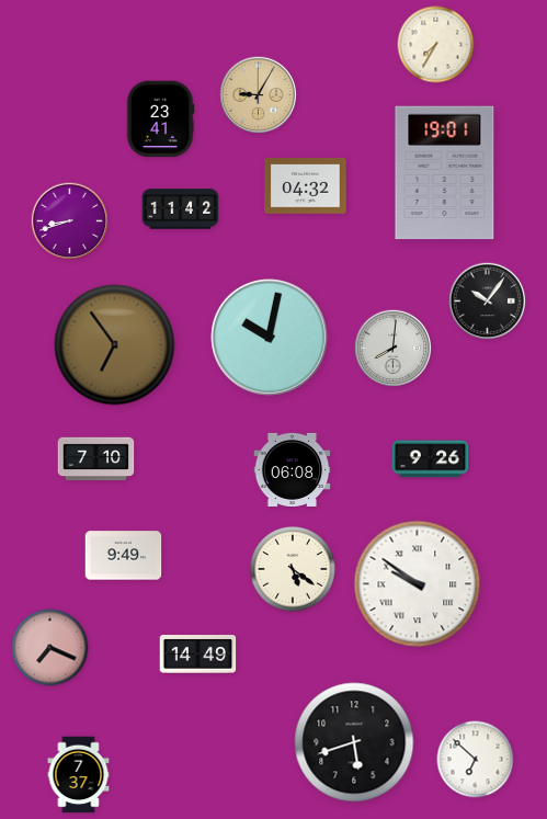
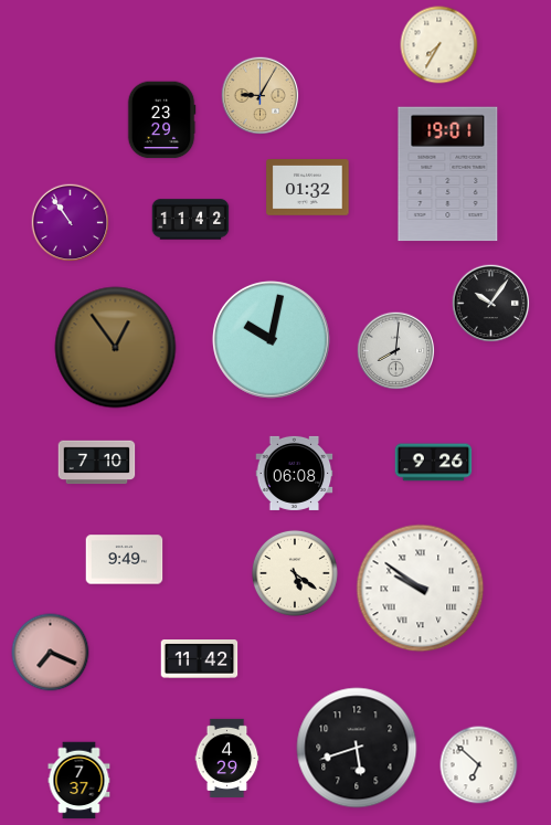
clock at (160, 120): 23:41 -> 23:29
clock at (306, 186): 04:32 -> 01:32
clock at (181, 209) position: (181, 209) -> (191, 220)
clock at (70, 221): 8:42 -> 10:54
clock at (115, 345): 6:54 -> 12:54
clock at (198, 655): 14:49 -> 11:42
clock at (227, 758): none -> 4:29
